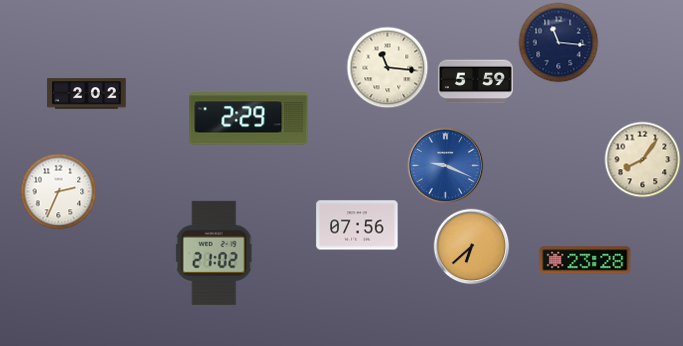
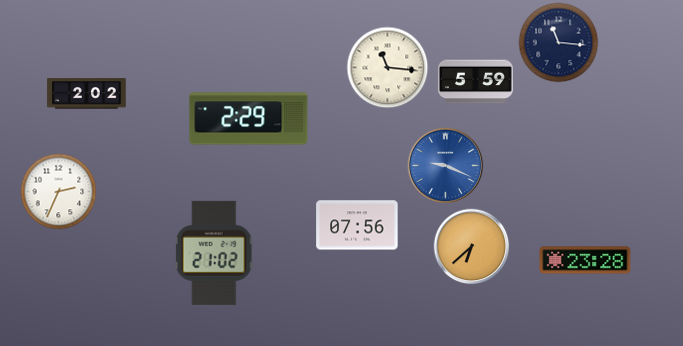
clock at (643, 160): 8:06 -> none
